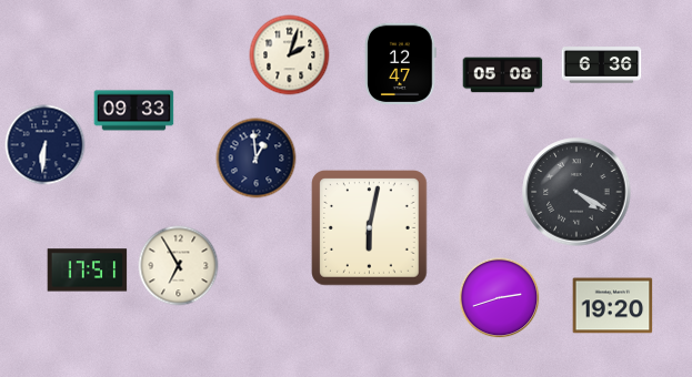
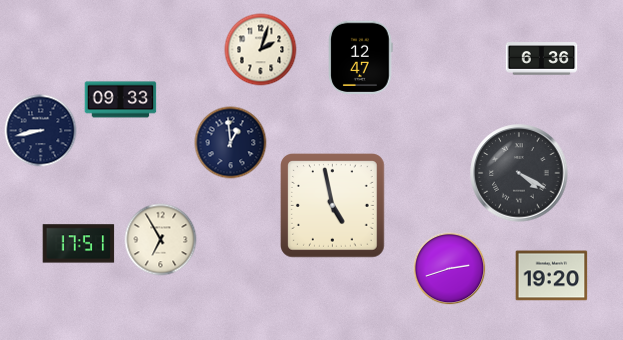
clock at (503, 75): 05:08 -> none
clock at (46, 145): 6:31 -> 8:43
clock at (370, 228): 6:02 -> 4:58
